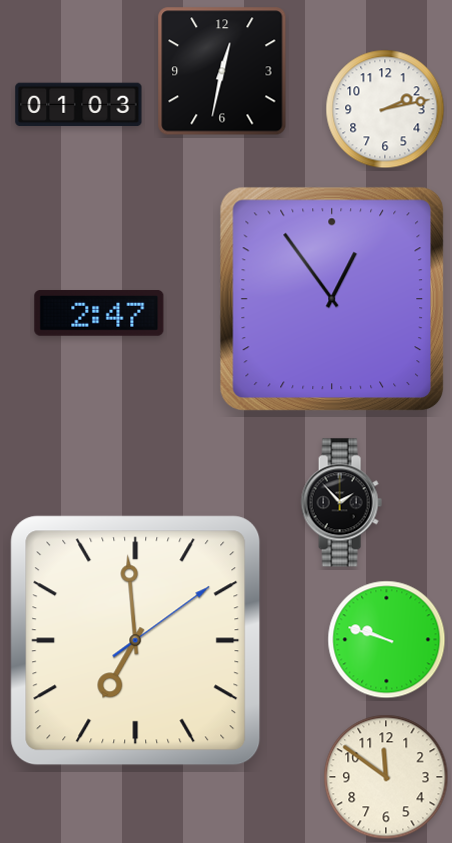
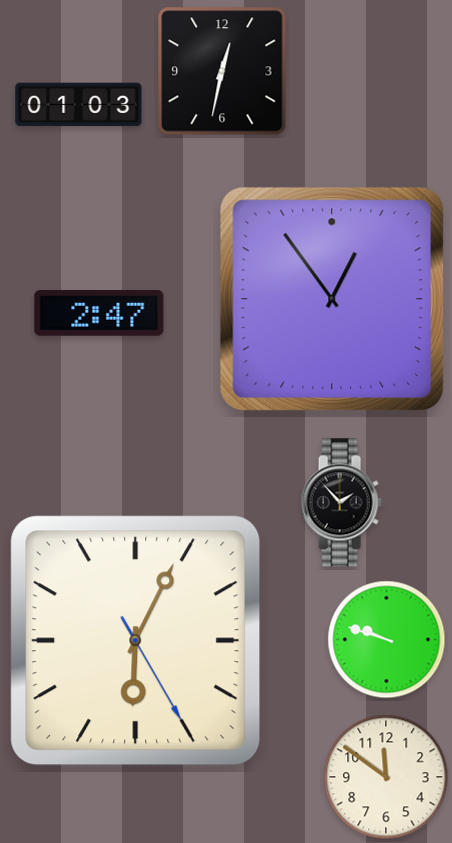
clock at (385, 109): 2:13 -> none
clock at (136, 641): 6:59 -> 6:04
